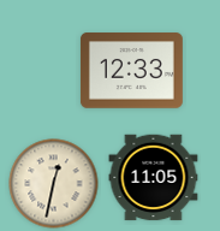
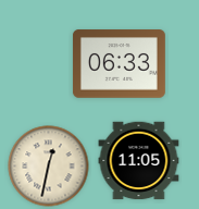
clock at (131, 71): 12:33 -> 06:33
